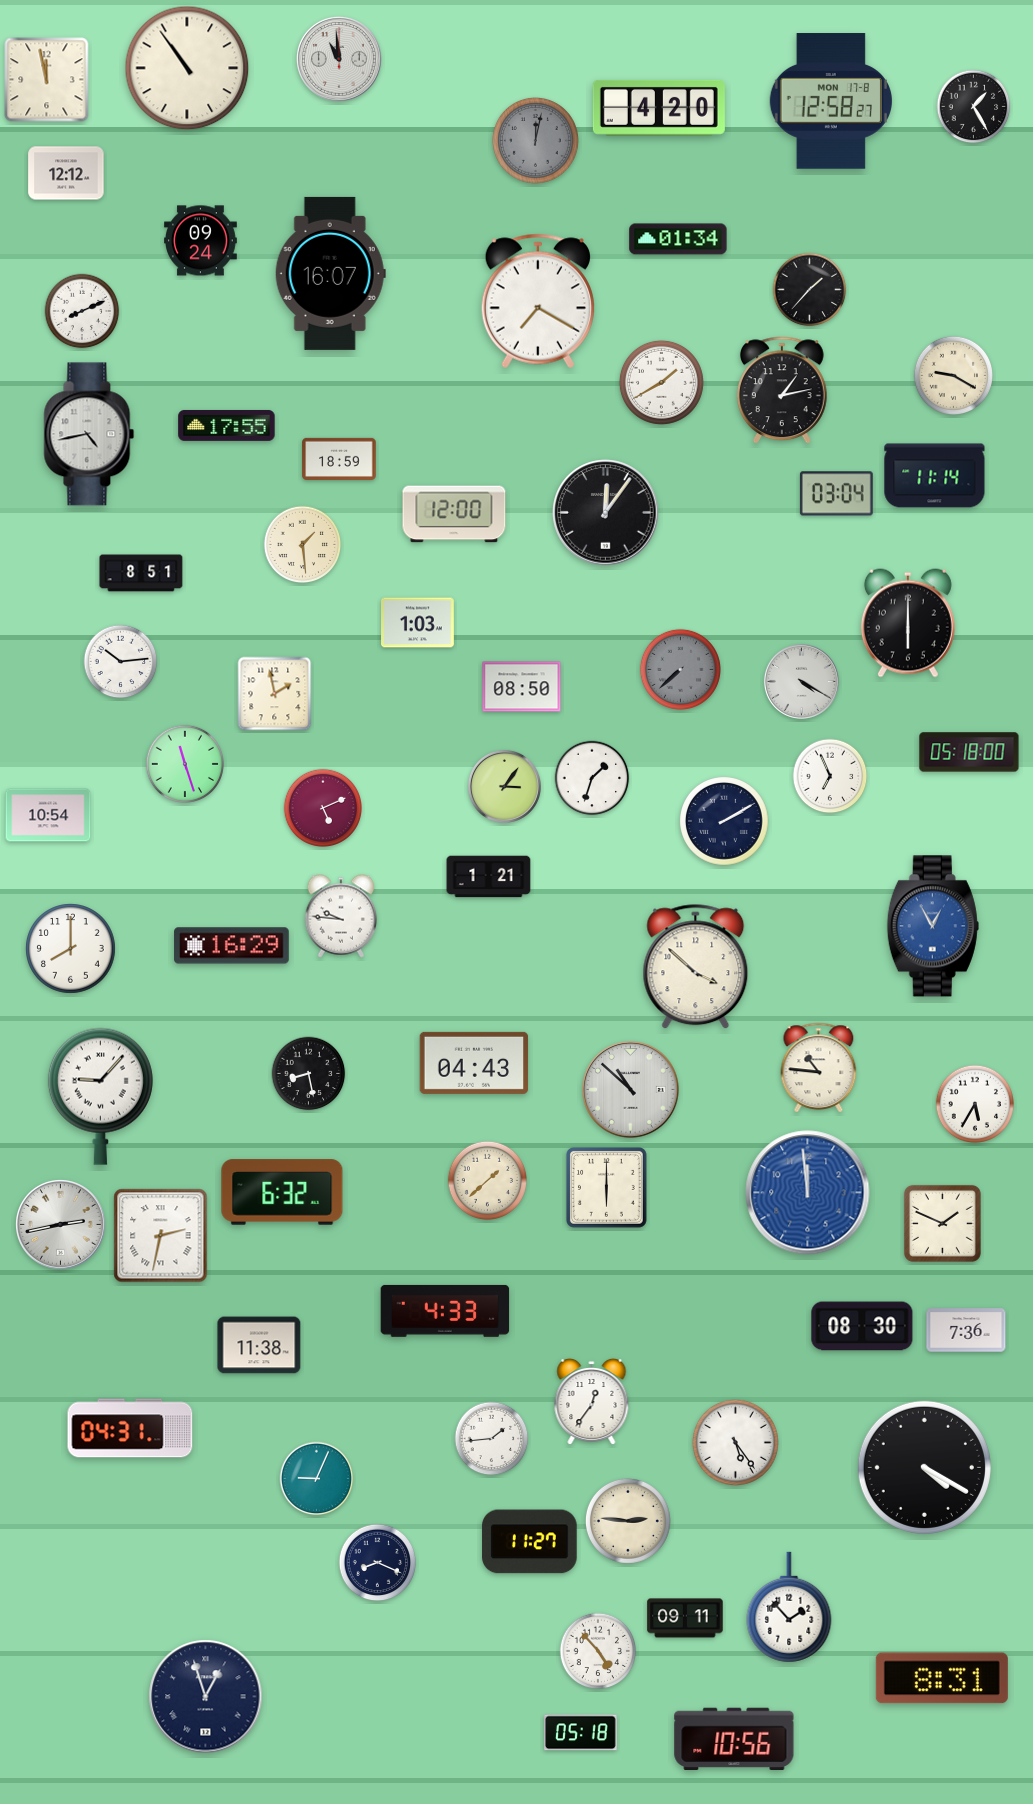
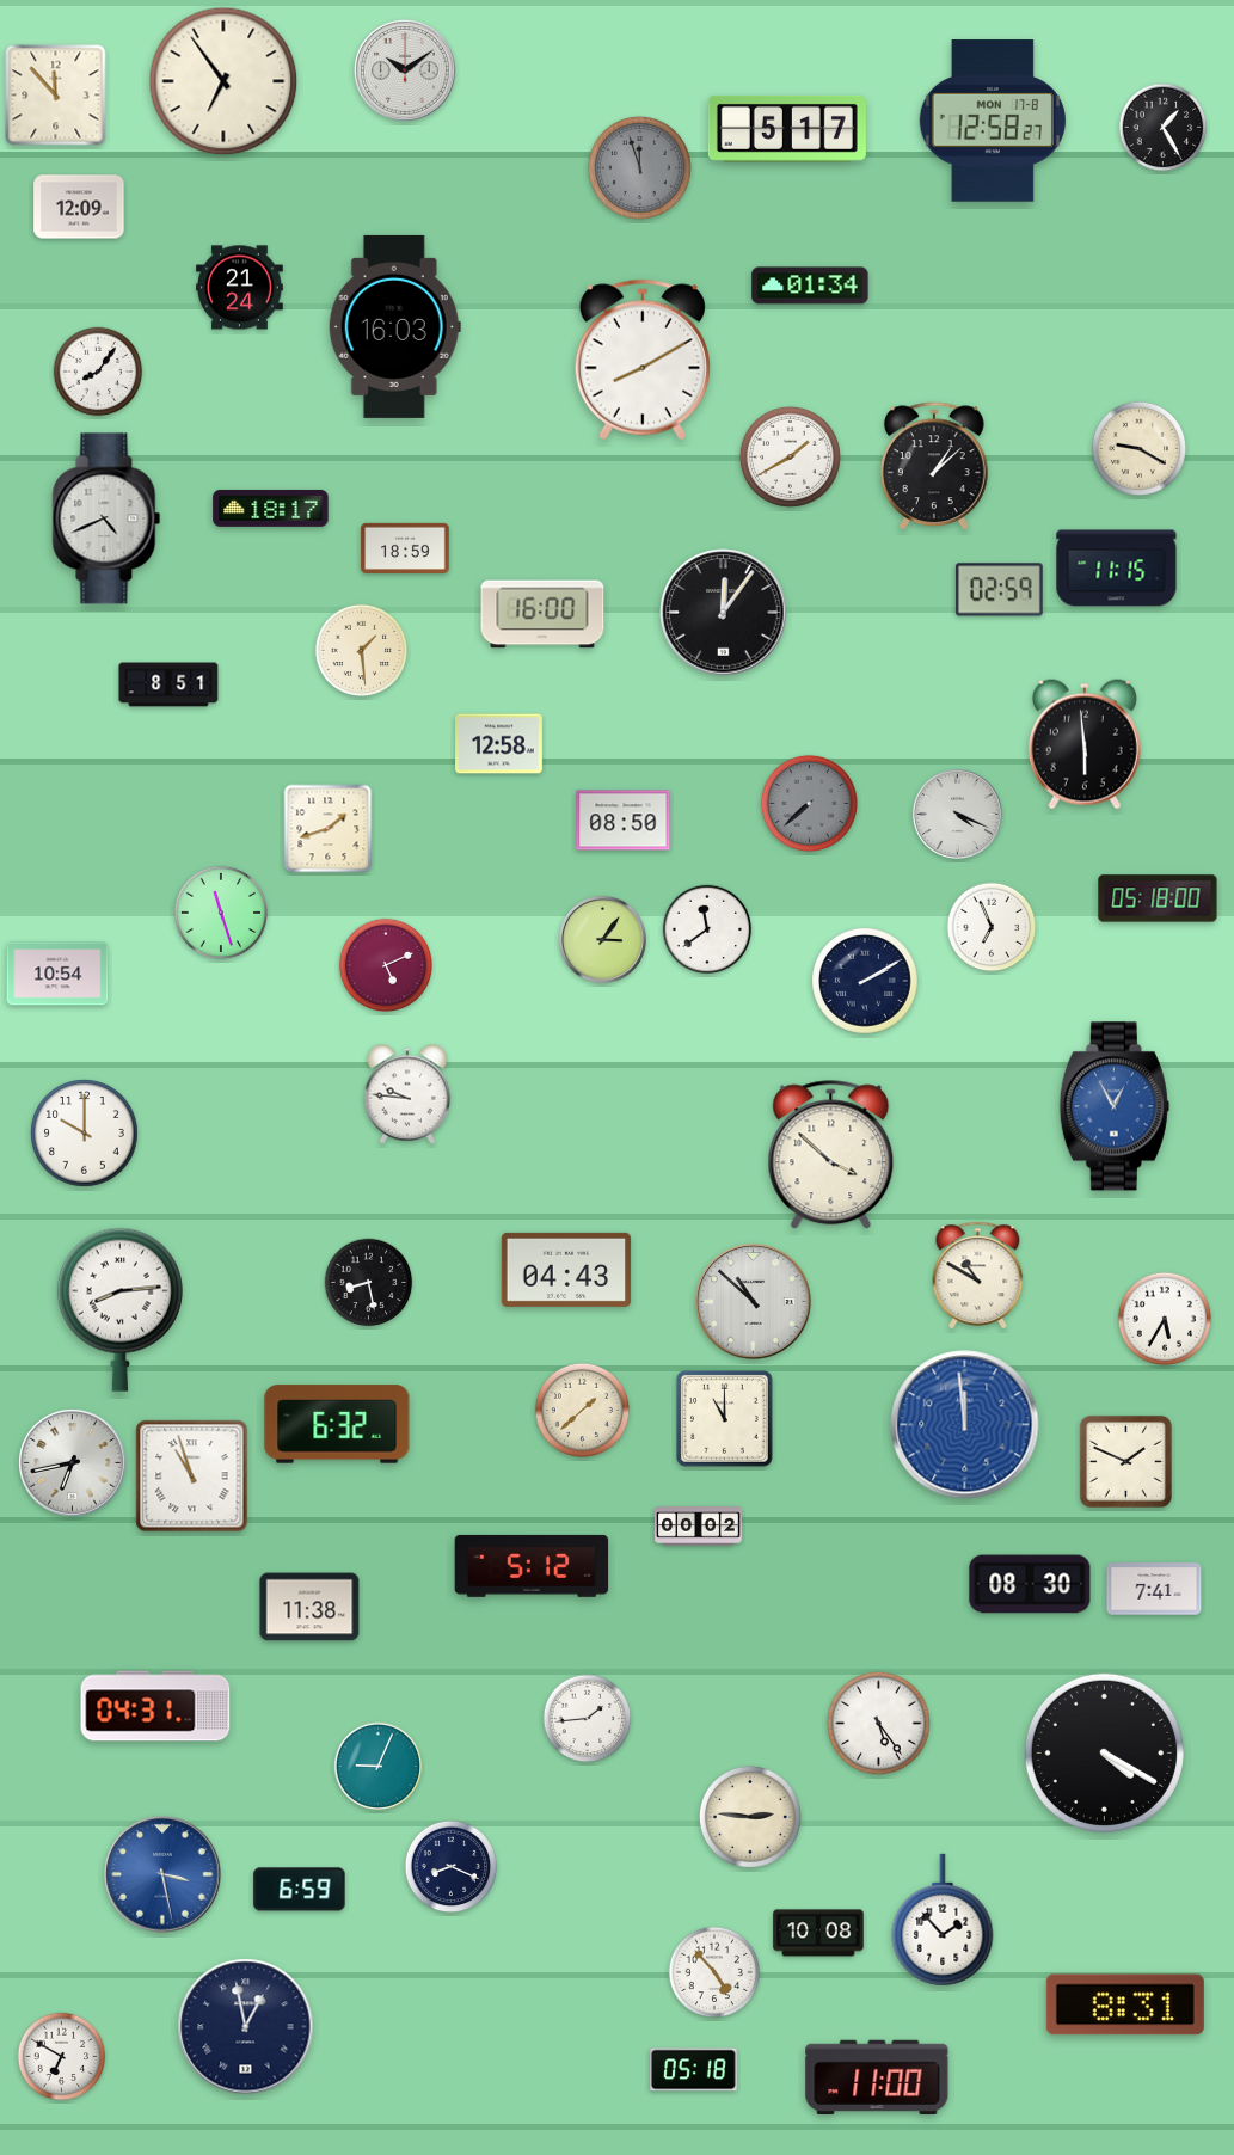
clock at (340, 60): 10:59 -> 10:09
clock at (187, 68): 10:54 -> 6:54
clock at (47, 80): 11:58 -> 11:53
clock at (659, 108): 4:20 -> 5:17
clock at (535, 140): 12:02 -> 11:57
clock at (66, 173): 12:12 -> 12:09
clock at (201, 241): 09:24 -> 21:24
clock at (330, 273): 16:07 -> 16:03
clock at (810, 290): 1:37 -> none
clock at (538, 301): 7:20 -> 8:10
clock at (82, 311): 8:11 -> 8:06
clock at (782, 391): 1:13 -> 1:08
clock at (227, 425): 17:55 -> 18:17
clock at (89, 434): 4:43 -> 4:41
clock at (935, 476): 11:14 -> 11:15
clock at (836, 494): 03:04 -> 02:59
clock at (454, 514): 12:00 -> 16:00
clock at (418, 623): 1:03 -> 12:58
clock at (908, 623): 6:00 -> 5:59
clock at (121, 662): 10:14 -> none
clock at (680, 669) position: (680, 669) -> (809, 803)
clock at (801, 681): 4:20 -> 4:19
clock at (275, 694): 1:58 -> 1:42
clock at (592, 778): 1:33 -> 11:39
clock at (489, 877): 1:21 -> none
clock at (232, 946): 16:29 -> none
clock at (71, 949): 8:00 -> 10:00
clock at (819, 1067): 10:46 -> 10:50
clock at (100, 1096): 9:07 -> 8:14
clock at (606, 1187): 6:00 -> 11:00
clock at (61, 1225): 2:43 -> 6:43
clock at (161, 1236): 2:32 -> 10:57
clock at (699, 1527): none -> 00:02
clock at (445, 1311): 4:33 -> 5:12
clock at (966, 1330): 7:36 -> 7:41
clock at (592, 1402): 12:36 -> none
clock at (530, 1542): 11:27 -> none
clock at (162, 1874): none -> 3:28
clock at (300, 1890): none -> 6:59
clock at (685, 1618): 09:11 -> 10:08
clock at (206, 1697): 12:57 -> 12:58
clock at (62, 2057): none -> 6:50
clock at (734, 1738): 10:56 -> 11:00
